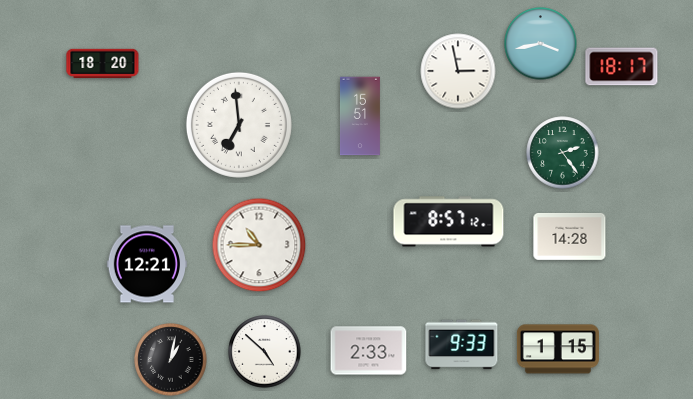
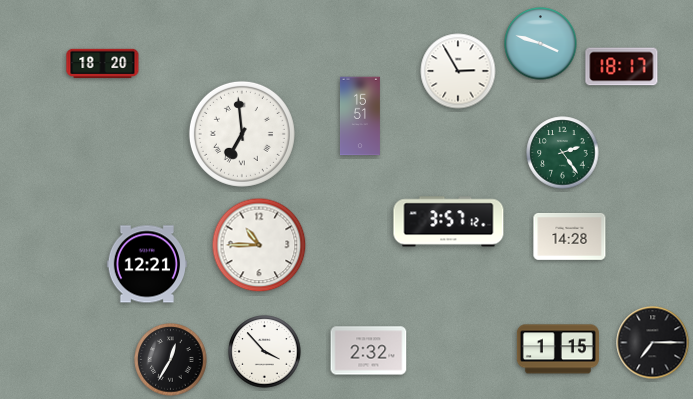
clock at (541, 44): 3:43 -> 3:48
clock at (458, 71): 2:58 -> 2:55
clock at (239, 125) position: (239, 125) -> (242, 134)
clock at (449, 222): 8:57 -> 3:57
clock at (653, 343): none -> 7:15
clock at (462, 345): 9:33 -> none
clock at (369, 351): 2:33 -> 2:32
clock at (265, 352): 4:52 -> 3:53
clock at (171, 360): 1:02 -> 12:35
